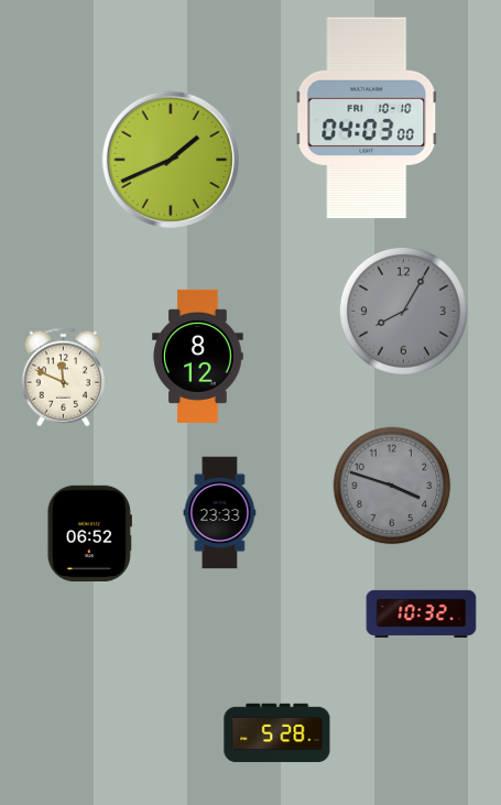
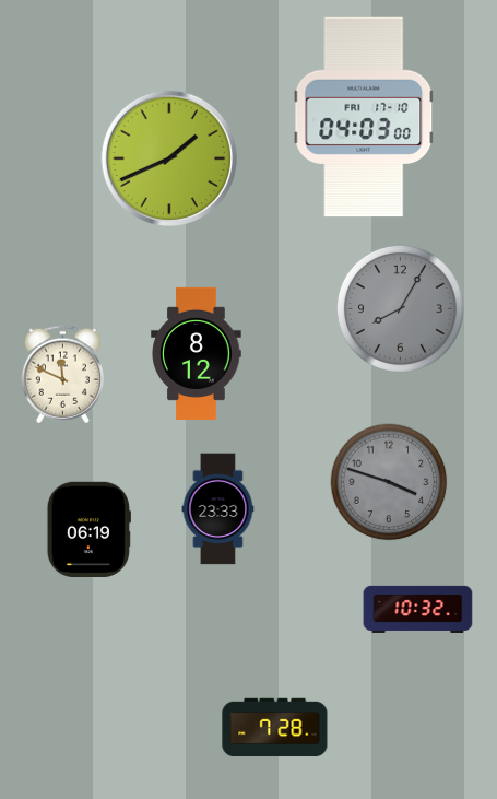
clock at (367, 118) date: FRI 10-10 -> FRI 17-10
clock at (89, 533): 06:52 -> 06:19
clock at (277, 733): 5:28 -> 7:28
